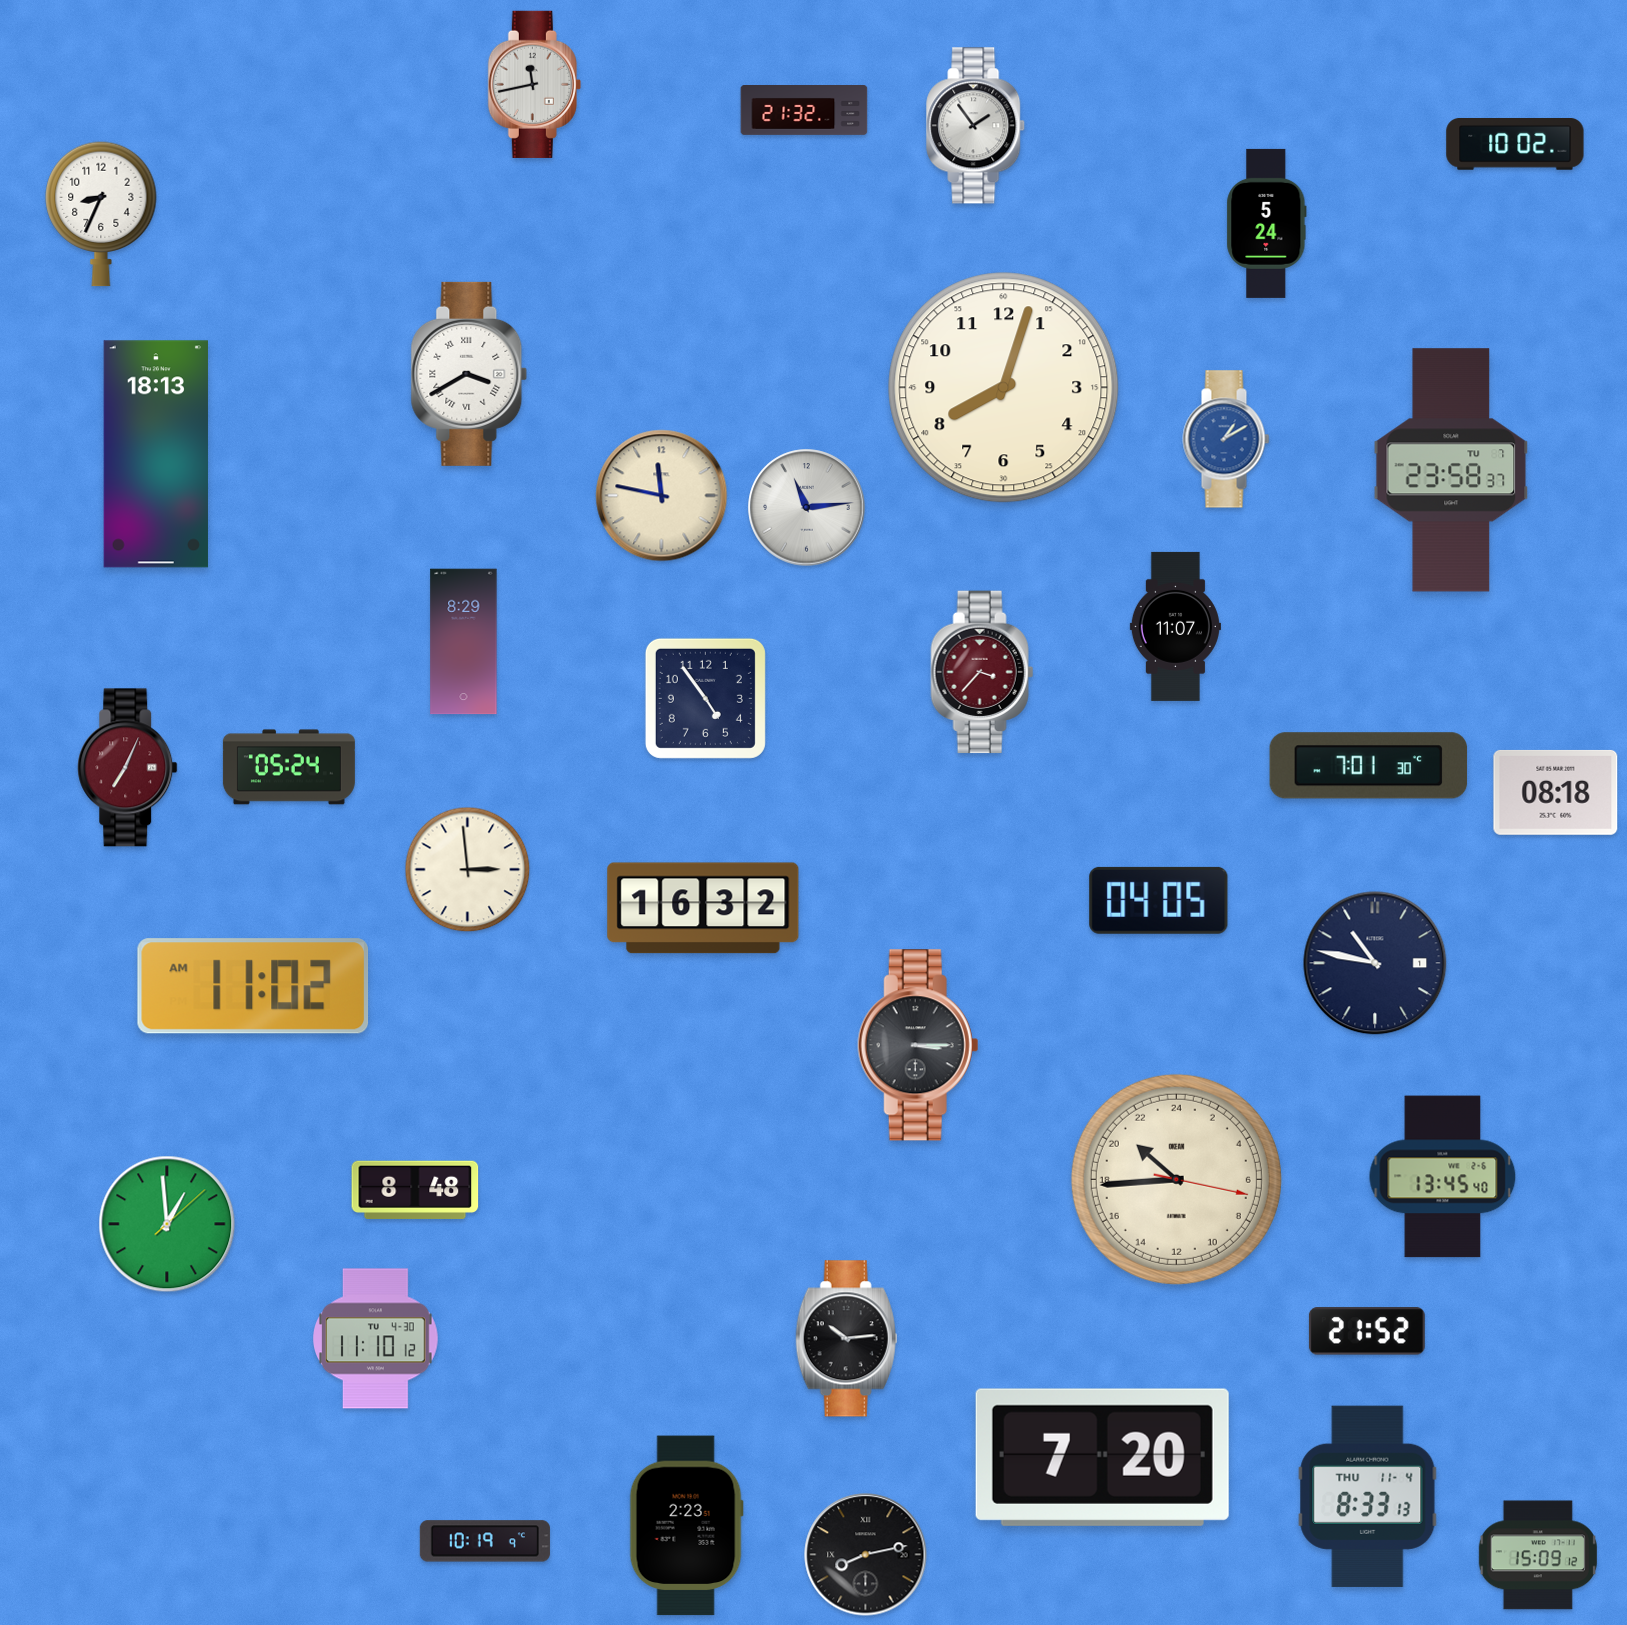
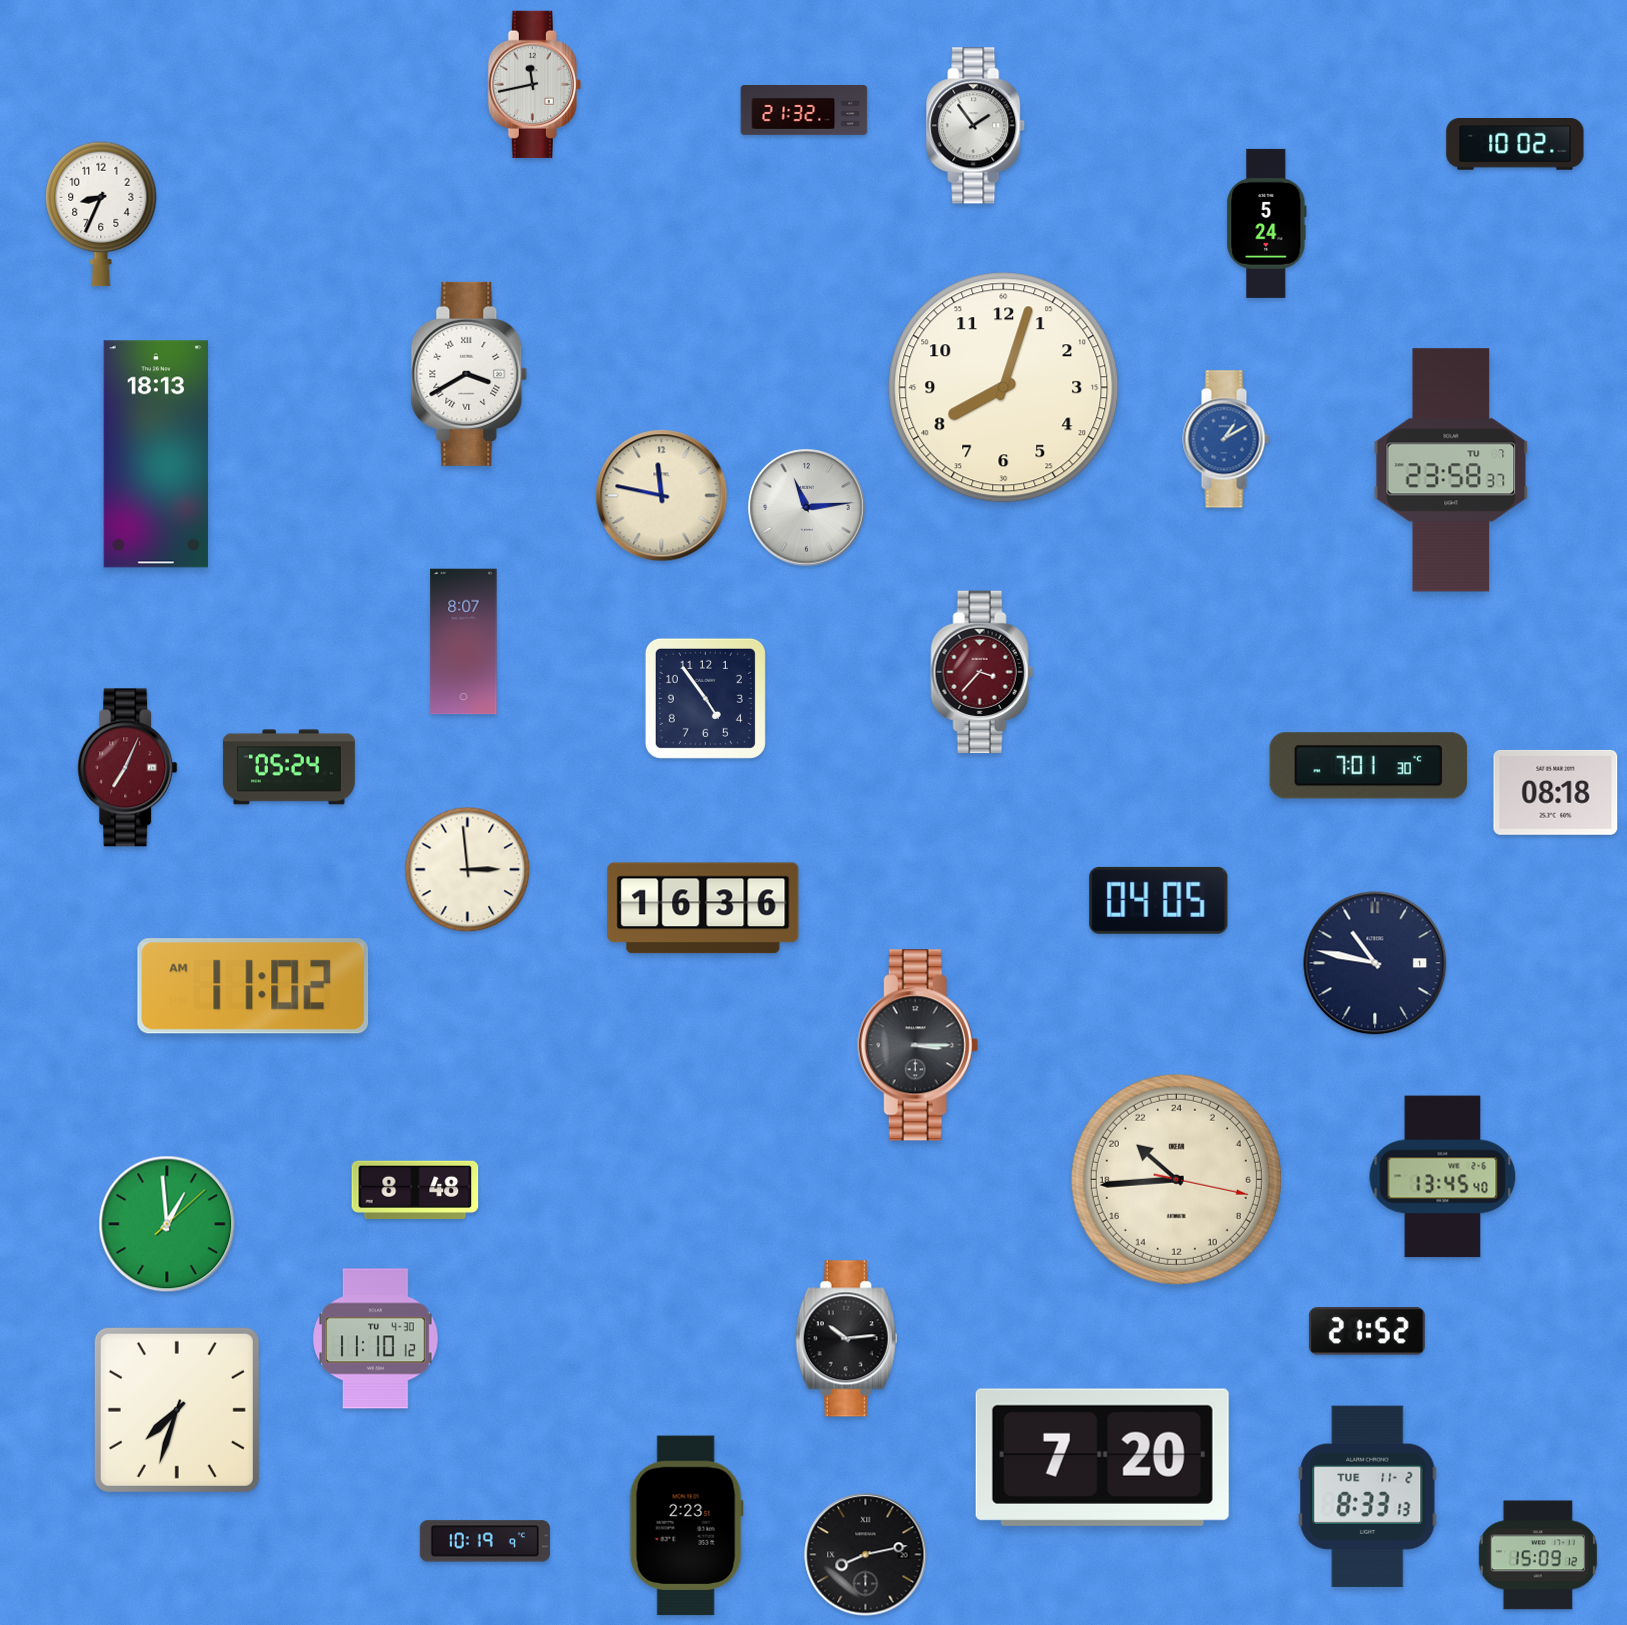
clock at (1175, 626): 11:07 -> none
clock at (464, 642): 8:29 -> 8:07
clock at (703, 908): 16:32 -> 16:36
clock at (177, 1410): none -> 7:33
clock at (1368, 1496) date: THU 11-4 -> TUE 11-2
